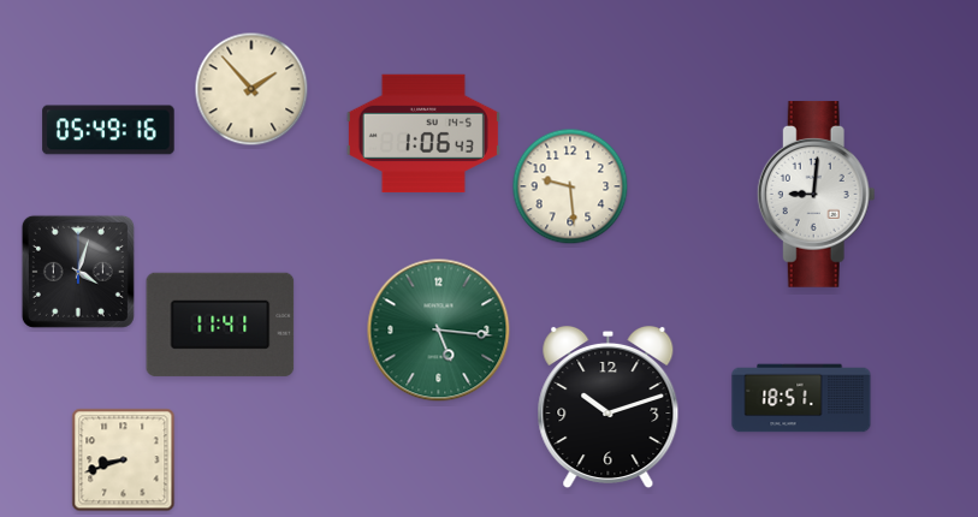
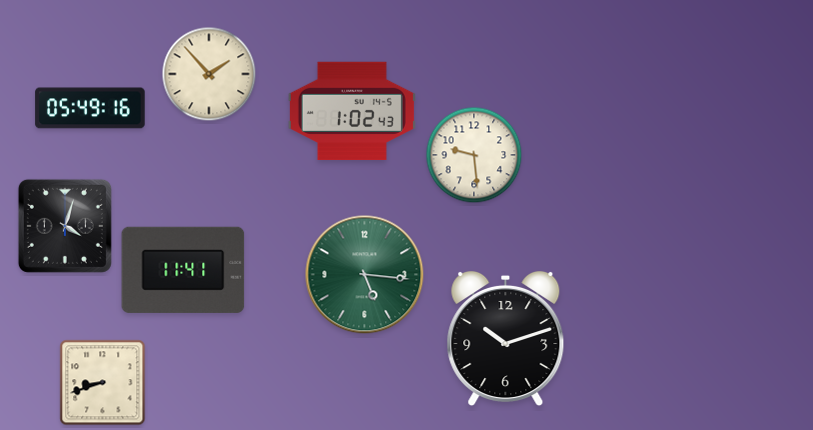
clock at (423, 132): 1:06 -> 1:02
clock at (816, 194): 9:01 -> none
clock at (801, 398): 18:51 -> none
